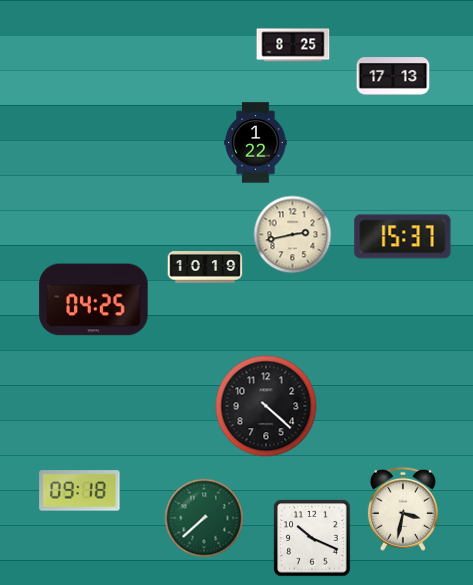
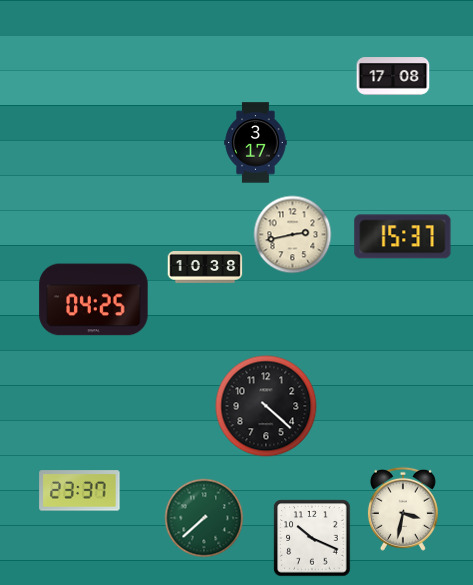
clock at (293, 45): 8:25 -> none
clock at (393, 76): 17:13 -> 17:08
clock at (256, 143): 1:22 -> 3:17
clock at (205, 268): 10:19 -> 10:38
clock at (80, 491): 09:18 -> 23:37
